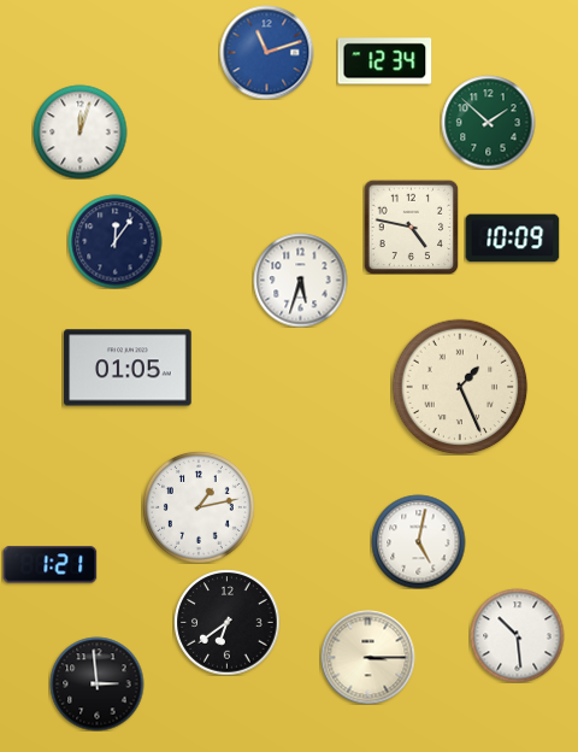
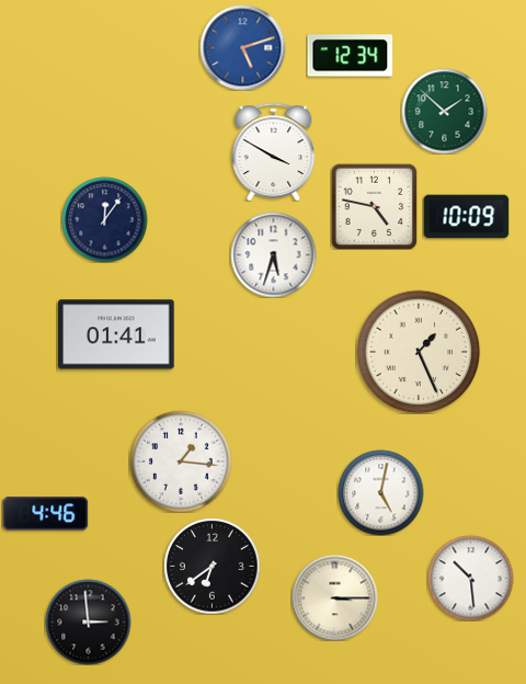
clock at (266, 52): 11:12 -> 5:12
clock at (79, 131): 12:03 -> none
clock at (274, 151): none -> 3:50
clock at (128, 368): 01:05 -> 01:41
clock at (199, 507): 1:13 -> 1:16
clock at (49, 565): 1:21 -> 4:46
clock at (226, 622) position: (226, 622) -> (211, 566)
